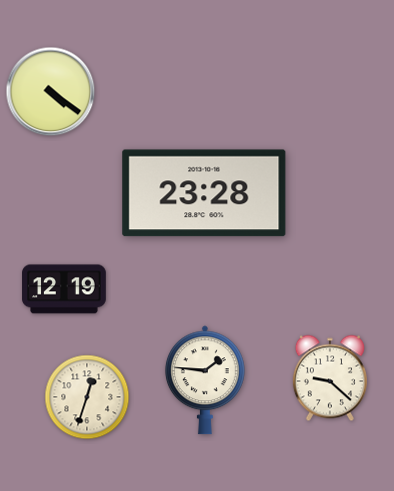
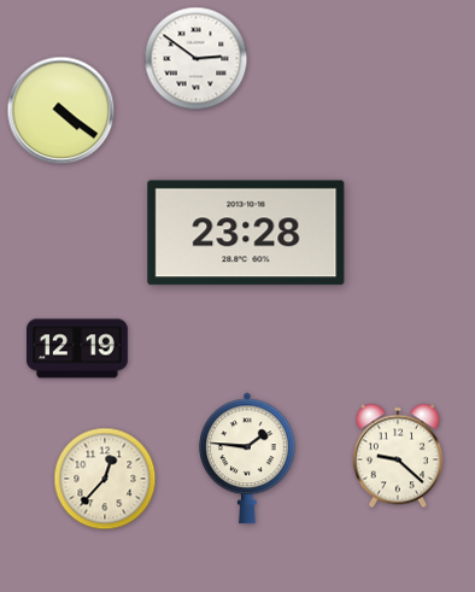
clock at (197, 59): none -> 2:51
clock at (87, 397): 12:33 -> 12:37
